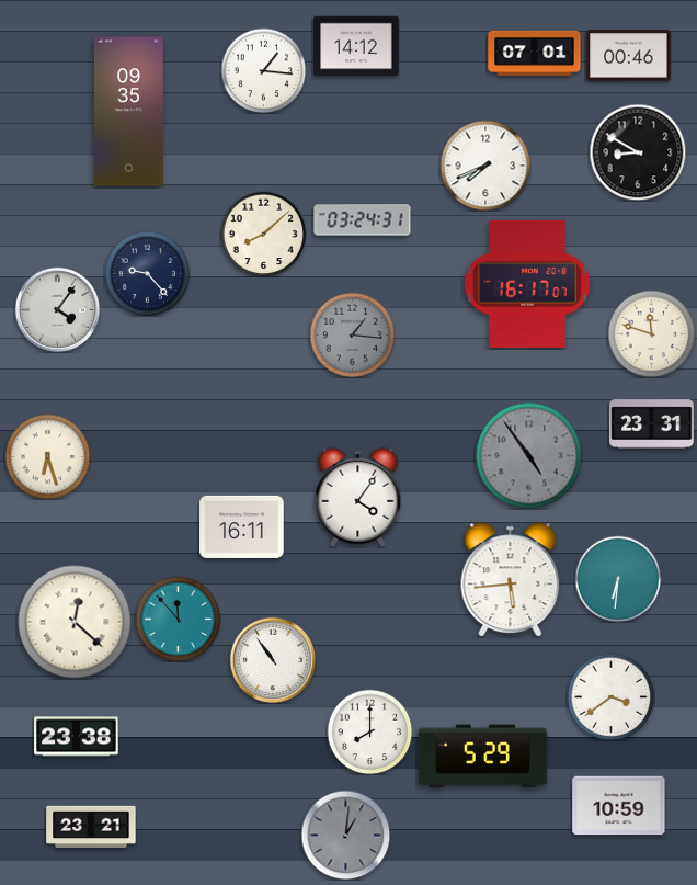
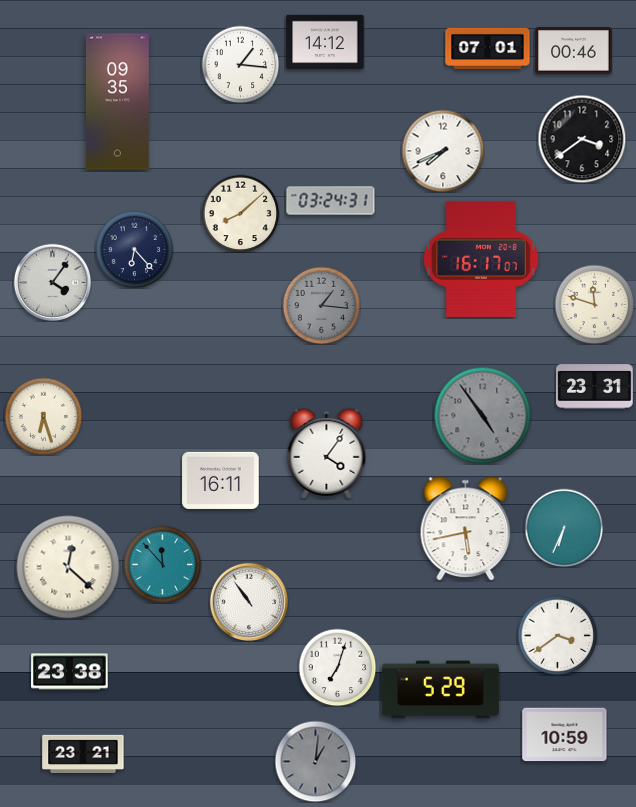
clock at (638, 152): 8:50 -> 3:39
clock at (147, 273): 9:23 -> 6:23
clock at (618, 579): 6:31 -> 6:34
clock at (511, 580): 5:44 -> 5:43
clock at (369, 731): 8:00 -> 7:03
